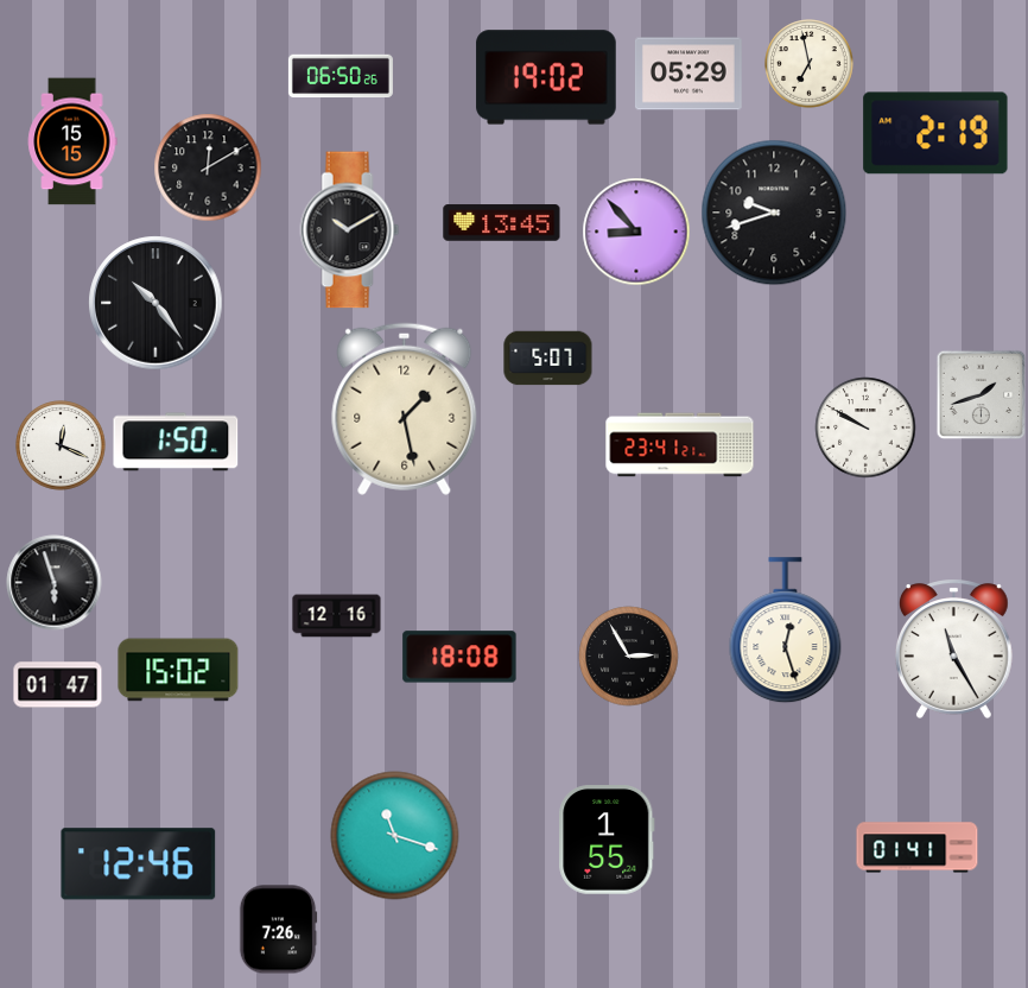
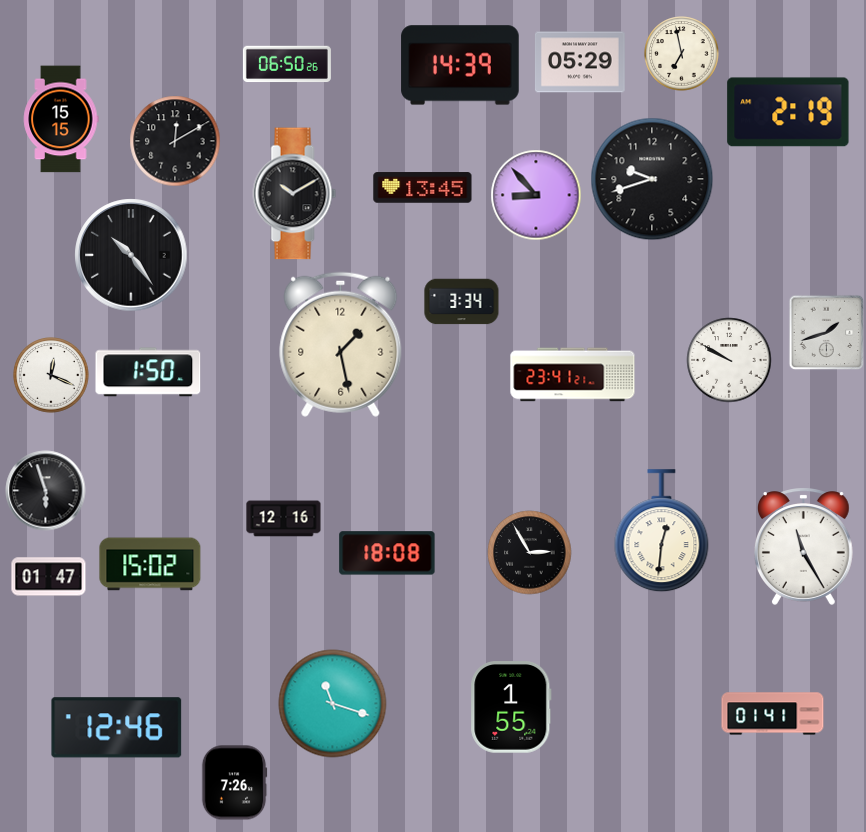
clock at (546, 77): 19:02 -> 14:39
clock at (548, 359): 5:07 -> 3:34
clock at (786, 631): 12:27 -> 12:31
